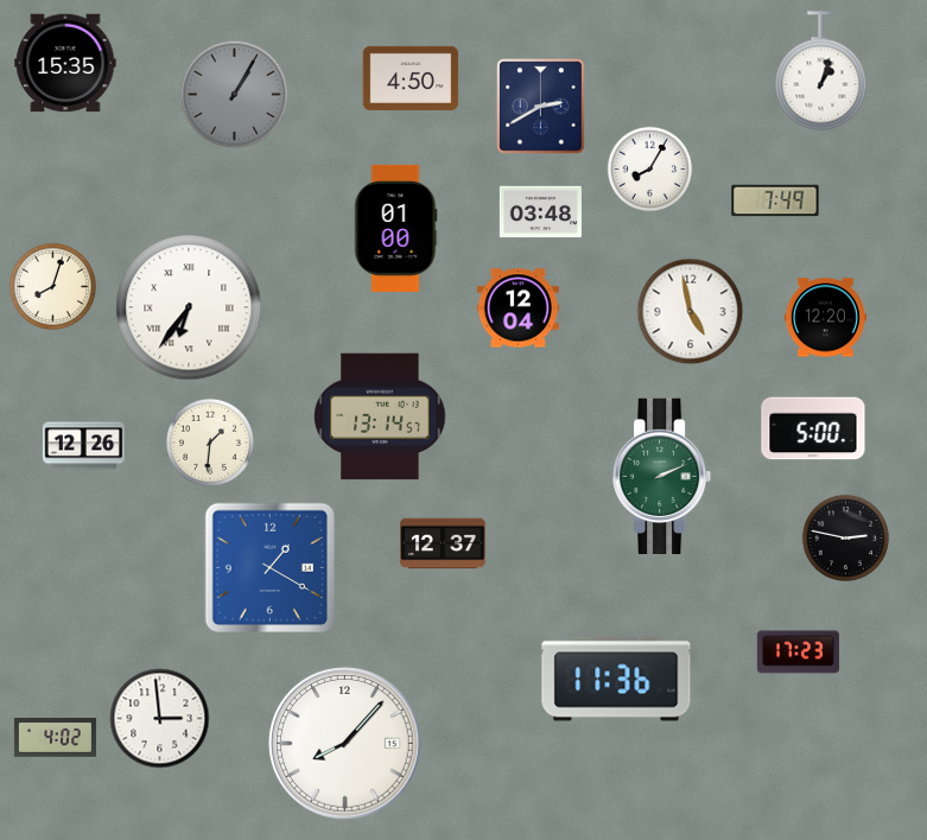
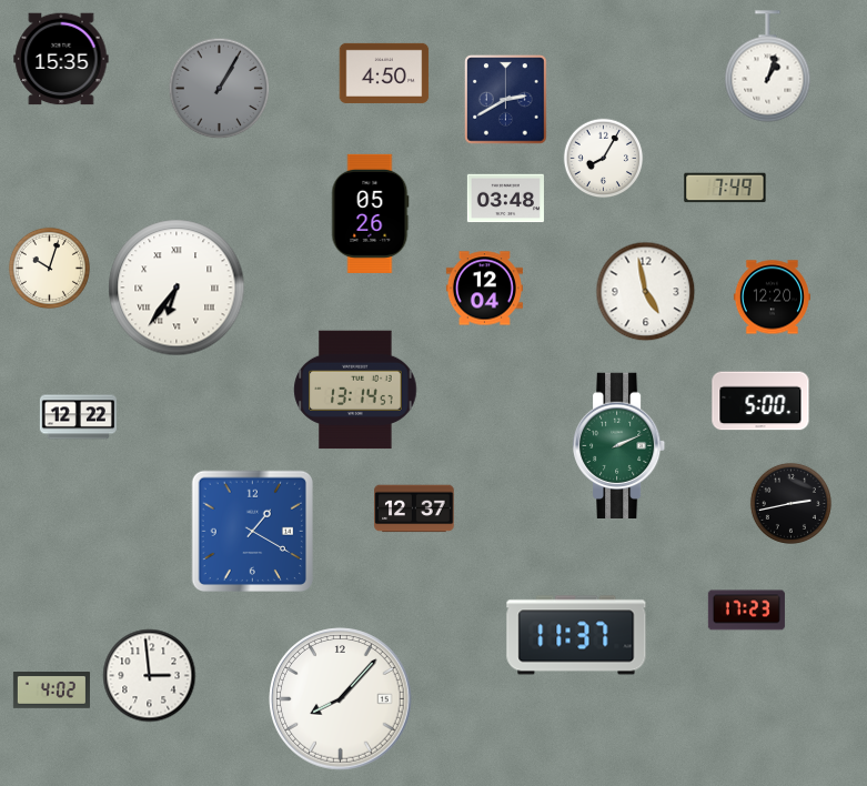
clock at (650, 170) position: (650, 170) -> (604, 159)
clock at (396, 228): 01:00 -> 05:26
clock at (52, 286): 8:03 -> 10:03
clock at (210, 443): 1:31 -> none
clock at (83, 446): 12:26 -> 12:22
clock at (845, 537): 2:47 -> 2:43
clock at (616, 679): 11:36 -> 11:37
clock at (160, 719) position: (160, 719) -> (150, 676)
clock at (345, 744) position: (345, 744) -> (341, 699)
